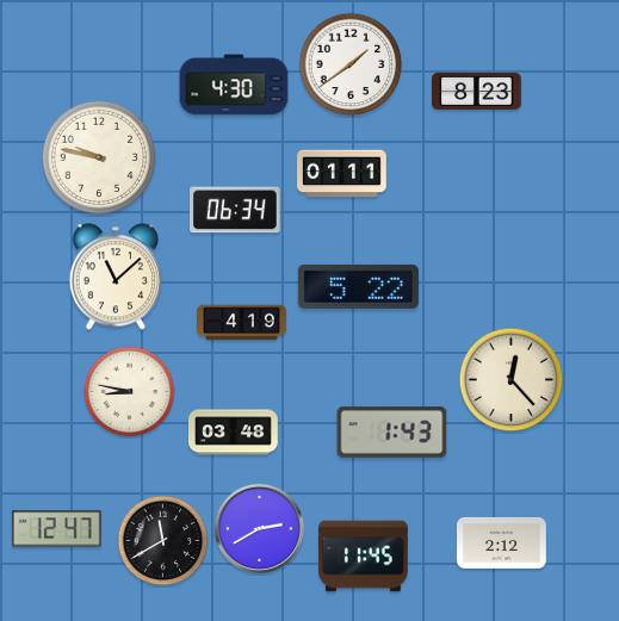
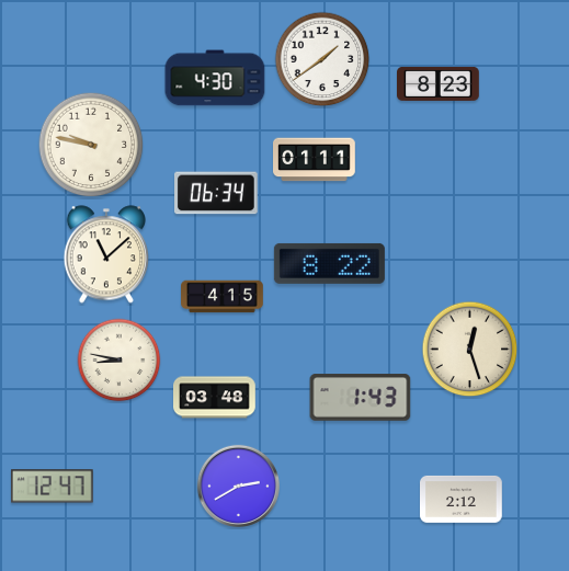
clock at (358, 286): 5:22 -> 8:22
clock at (242, 323): 4:19 -> 4:15
clock at (512, 380): 12:23 -> 12:27
clock at (163, 541): 11:40 -> none
clock at (364, 557): 11:45 -> none
